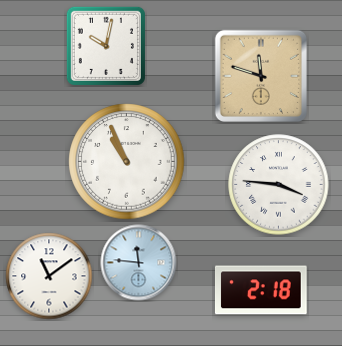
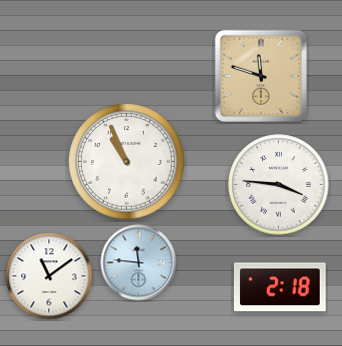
clock at (106, 46): 10:02 -> none
clock at (261, 290) position: (261, 290) -> (280, 287)
